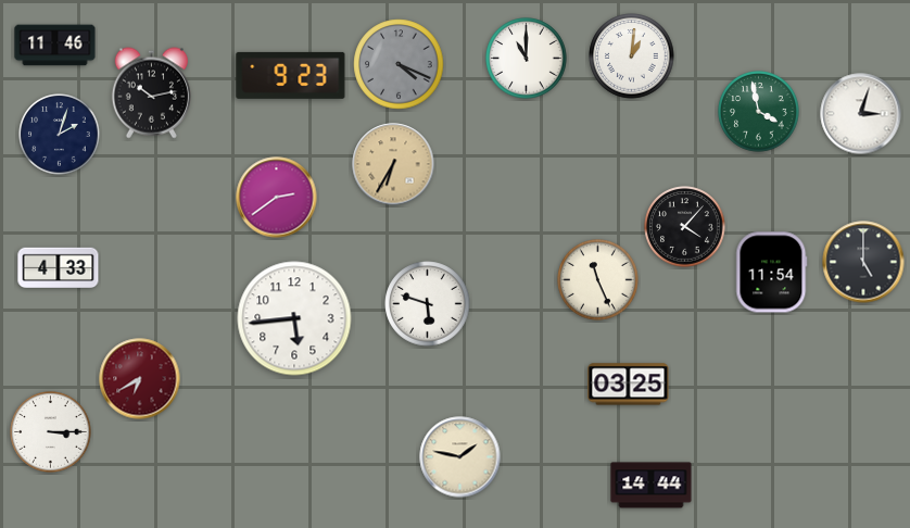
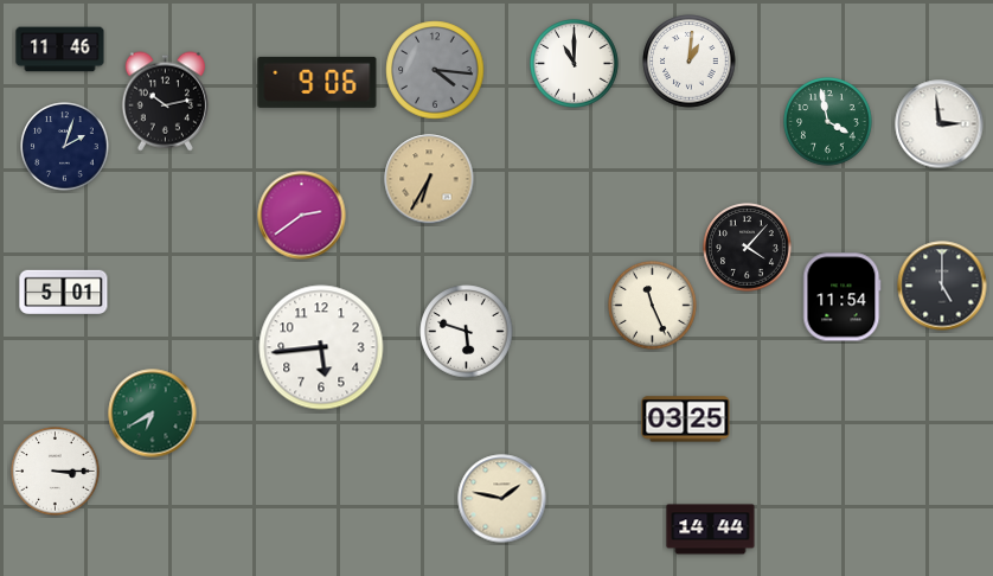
clock at (399, 64): 4:19 -> 4:16
clock at (291, 75): 9:23 -> 9:06
clock at (861, 114): 3:03 -> 2:59
clock at (59, 267): 4:33 -> 5:01
clock at (140, 379) dial: burgundy -> green
